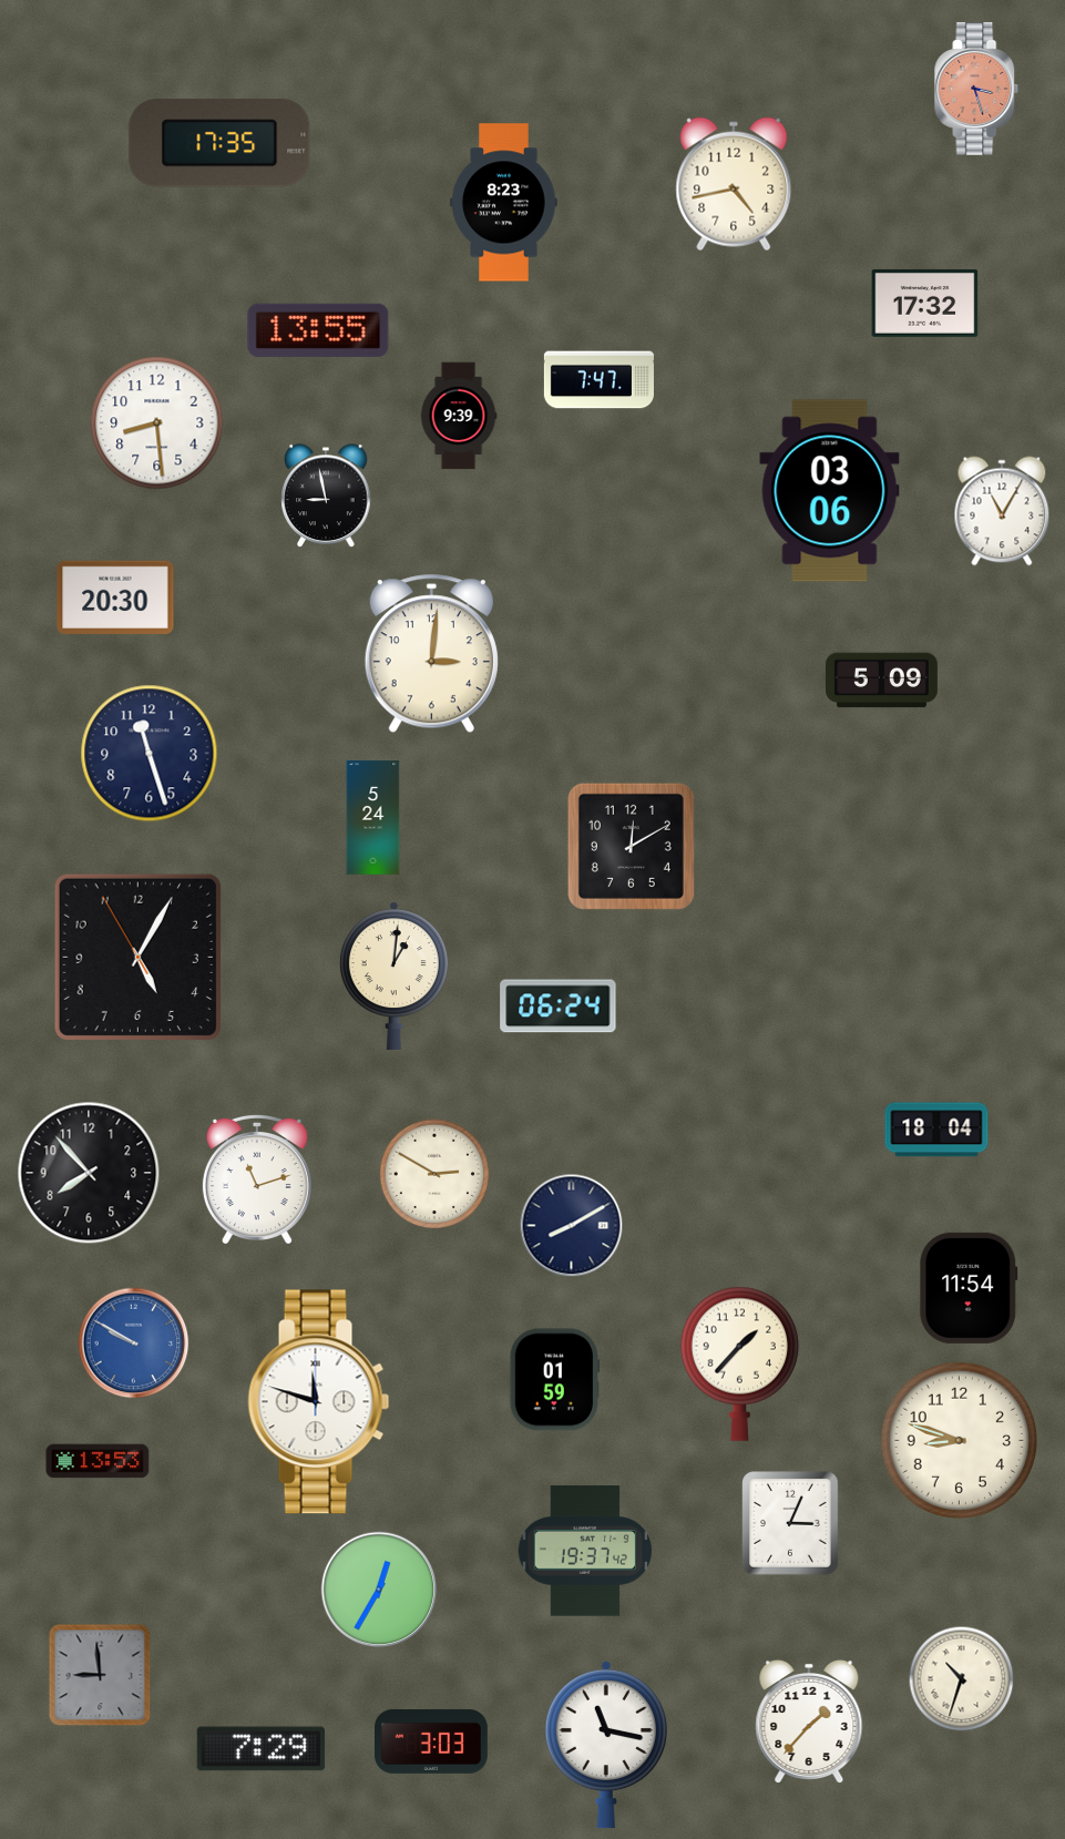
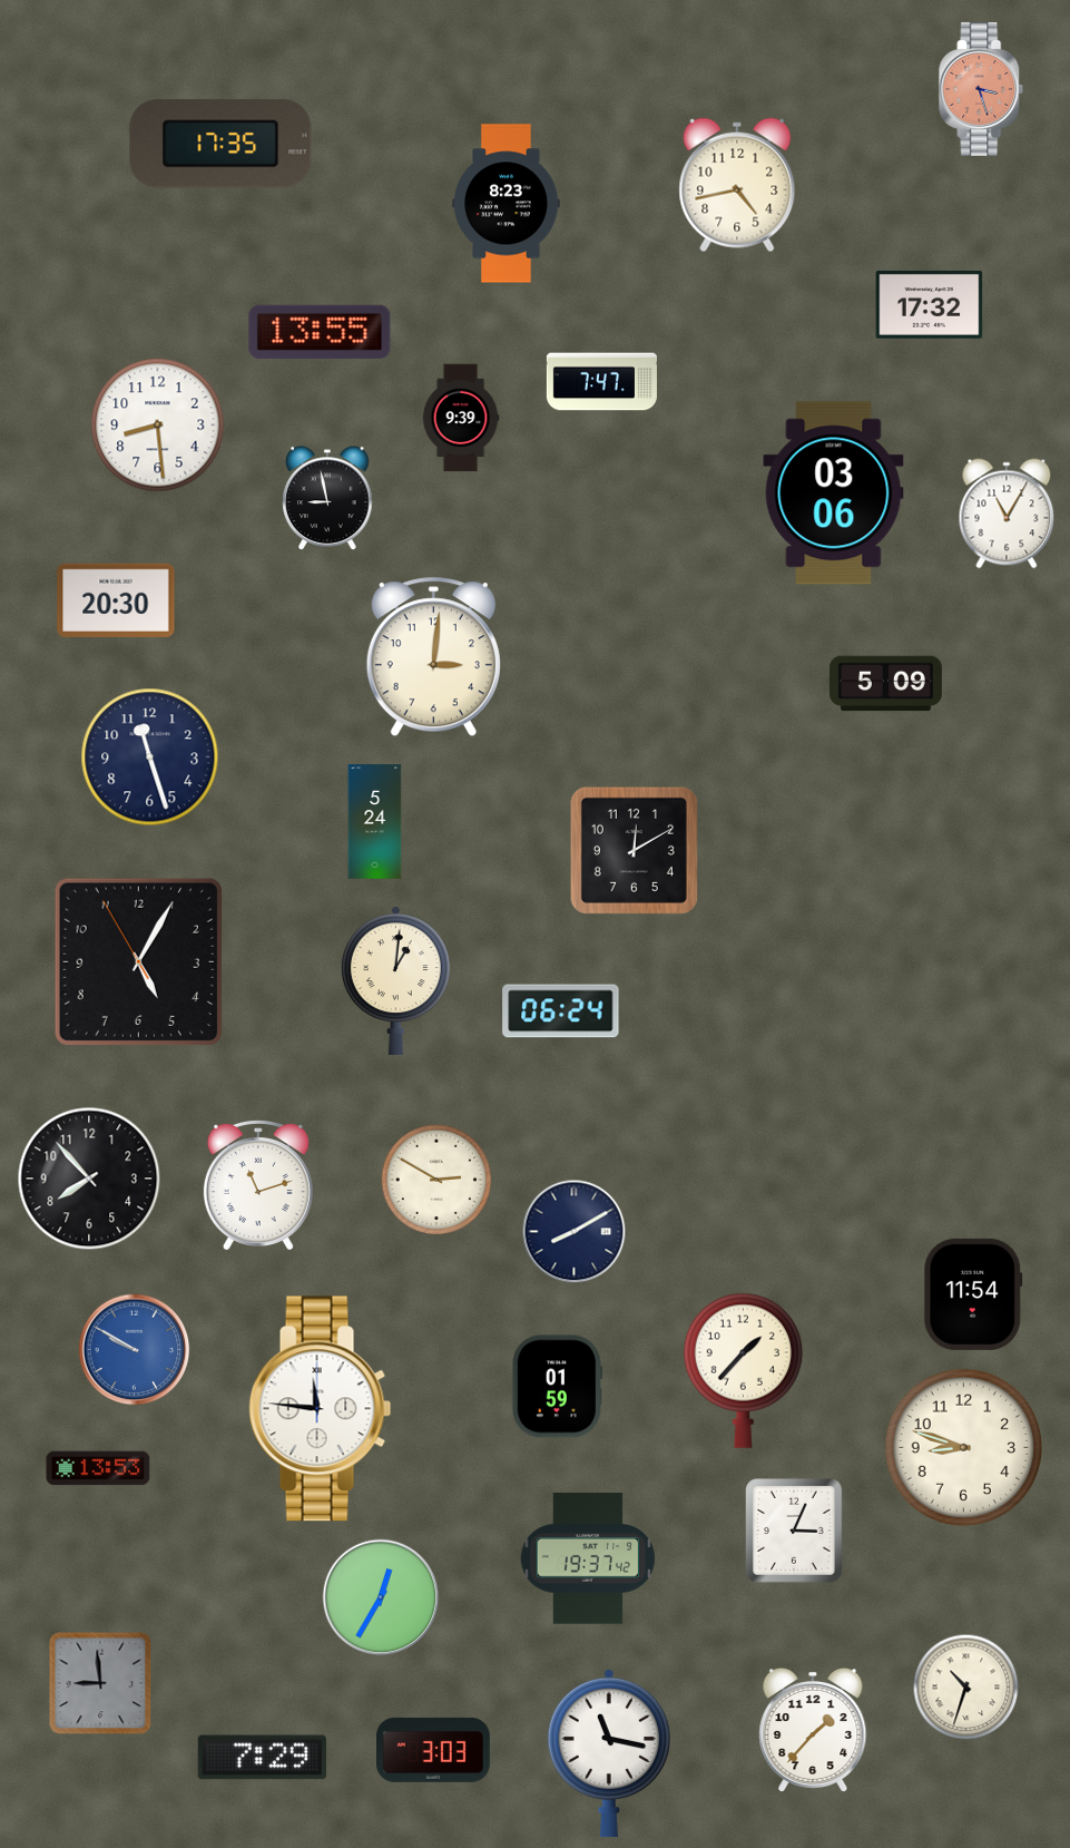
clock at (936, 1130): 18:04 -> none
clock at (319, 1402): 11:48 -> 11:46
